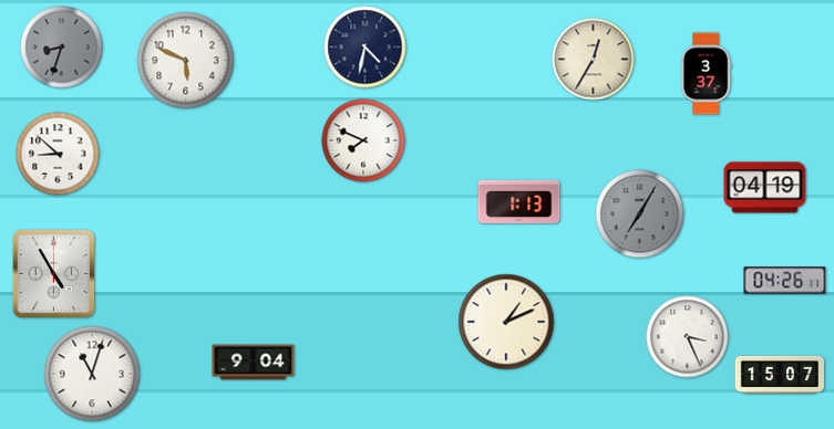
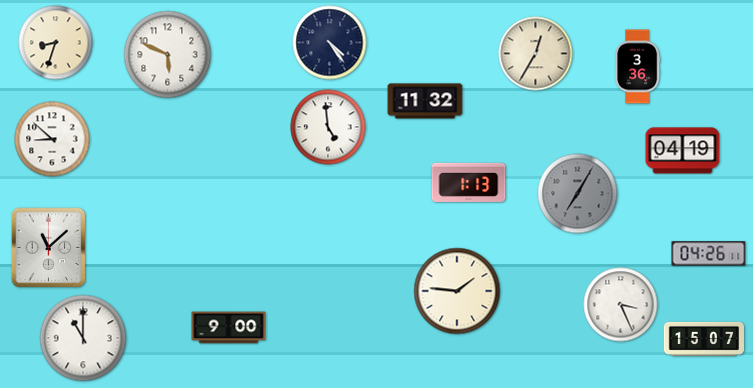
clock at (62, 48) dial: grey -> cream
clock at (365, 48): 4:32 -> 4:24
clock at (707, 74): 3:37 -> 3:36
clock at (425, 101): none -> 11:32
clock at (363, 140): 7:49 -> 4:59
clock at (765, 188) position: (765, 188) -> (683, 151)
clock at (54, 274): 4:55 -> 11:08
clock at (506, 322): 1:11 -> 1:46
clock at (254, 363): 9:04 -> 9:00
clock at (92, 374): 11:03 -> 11:00
